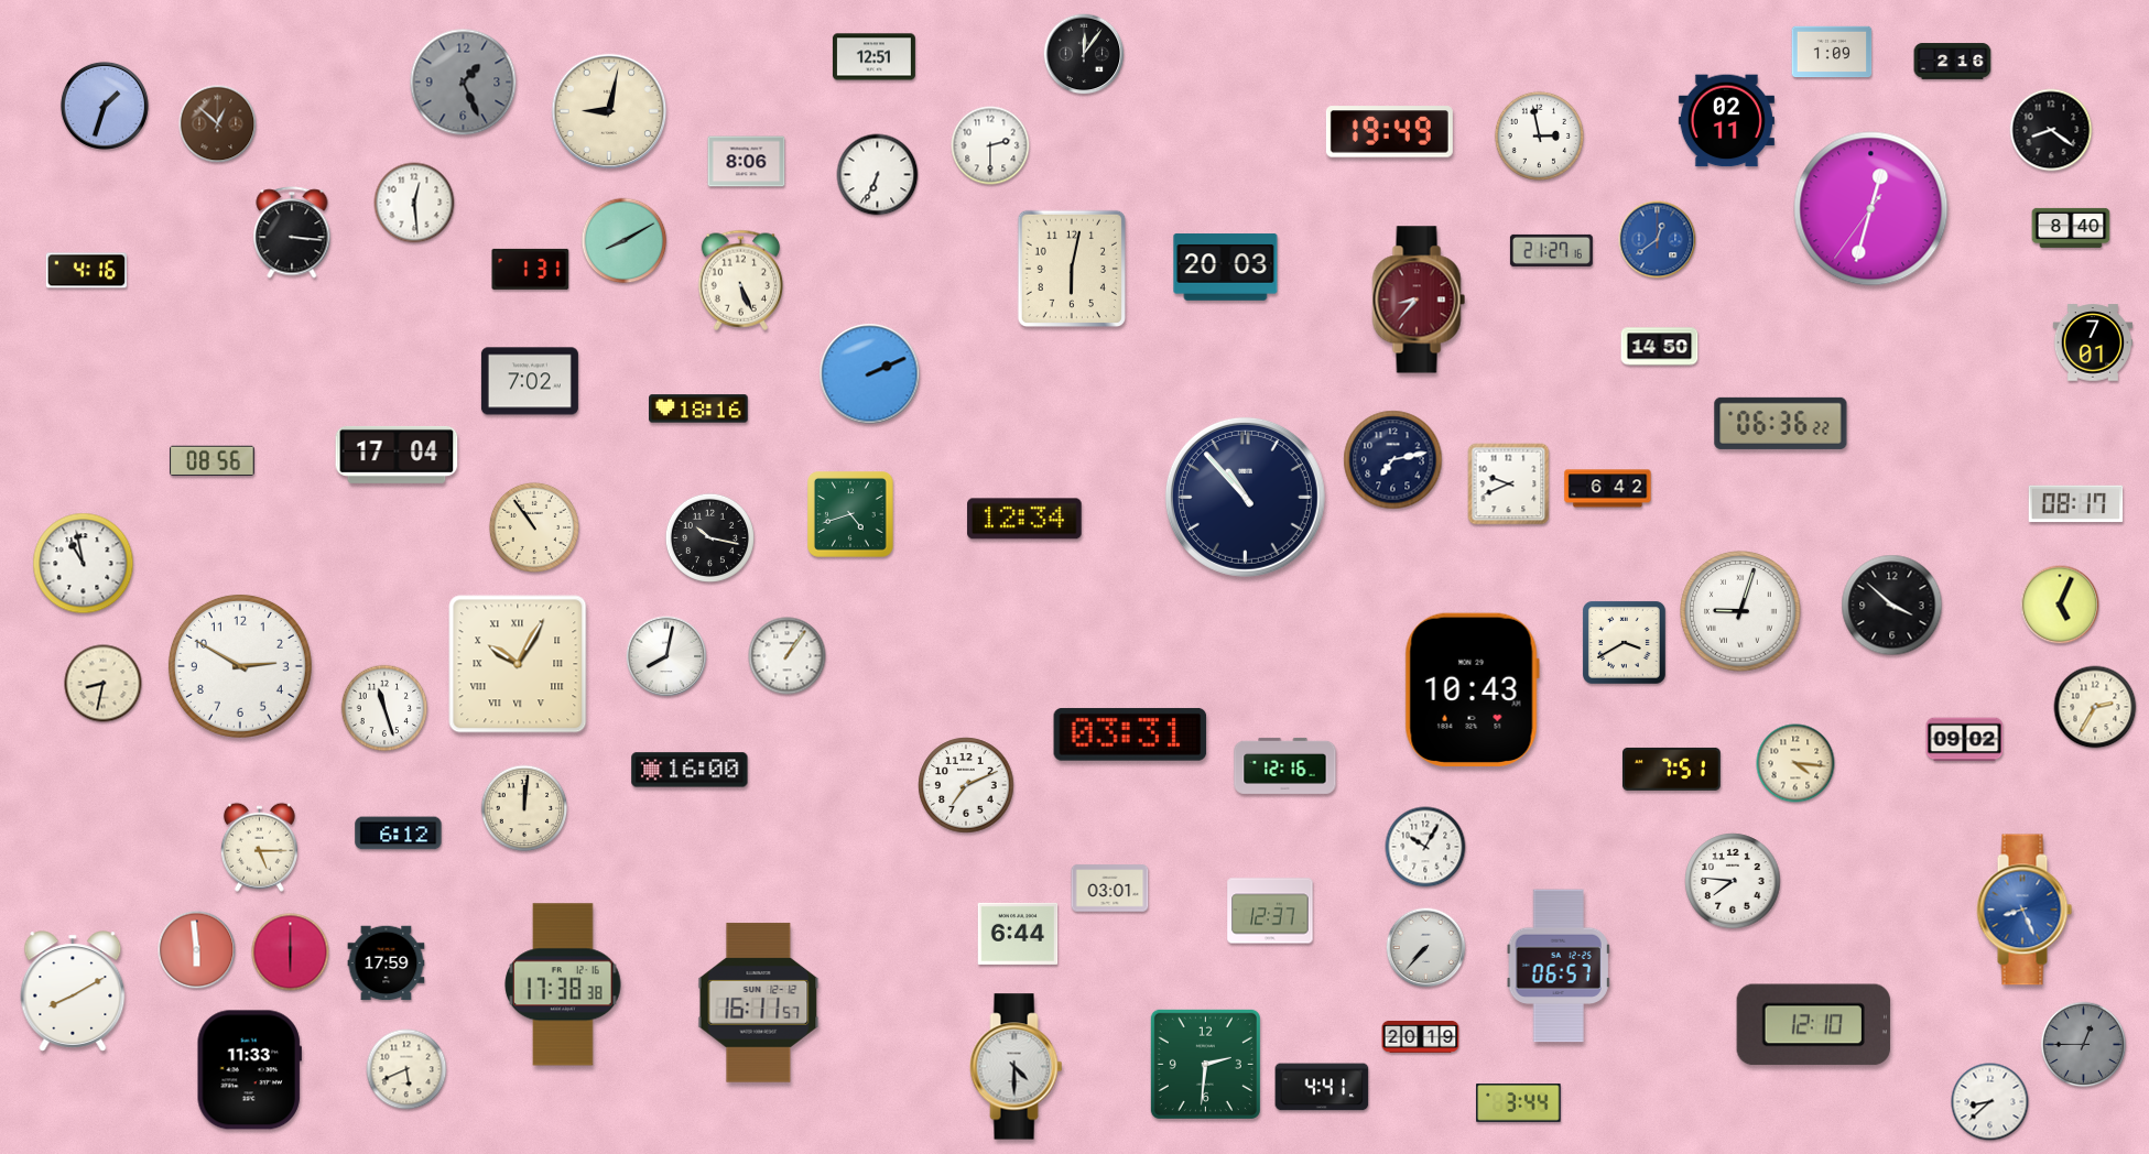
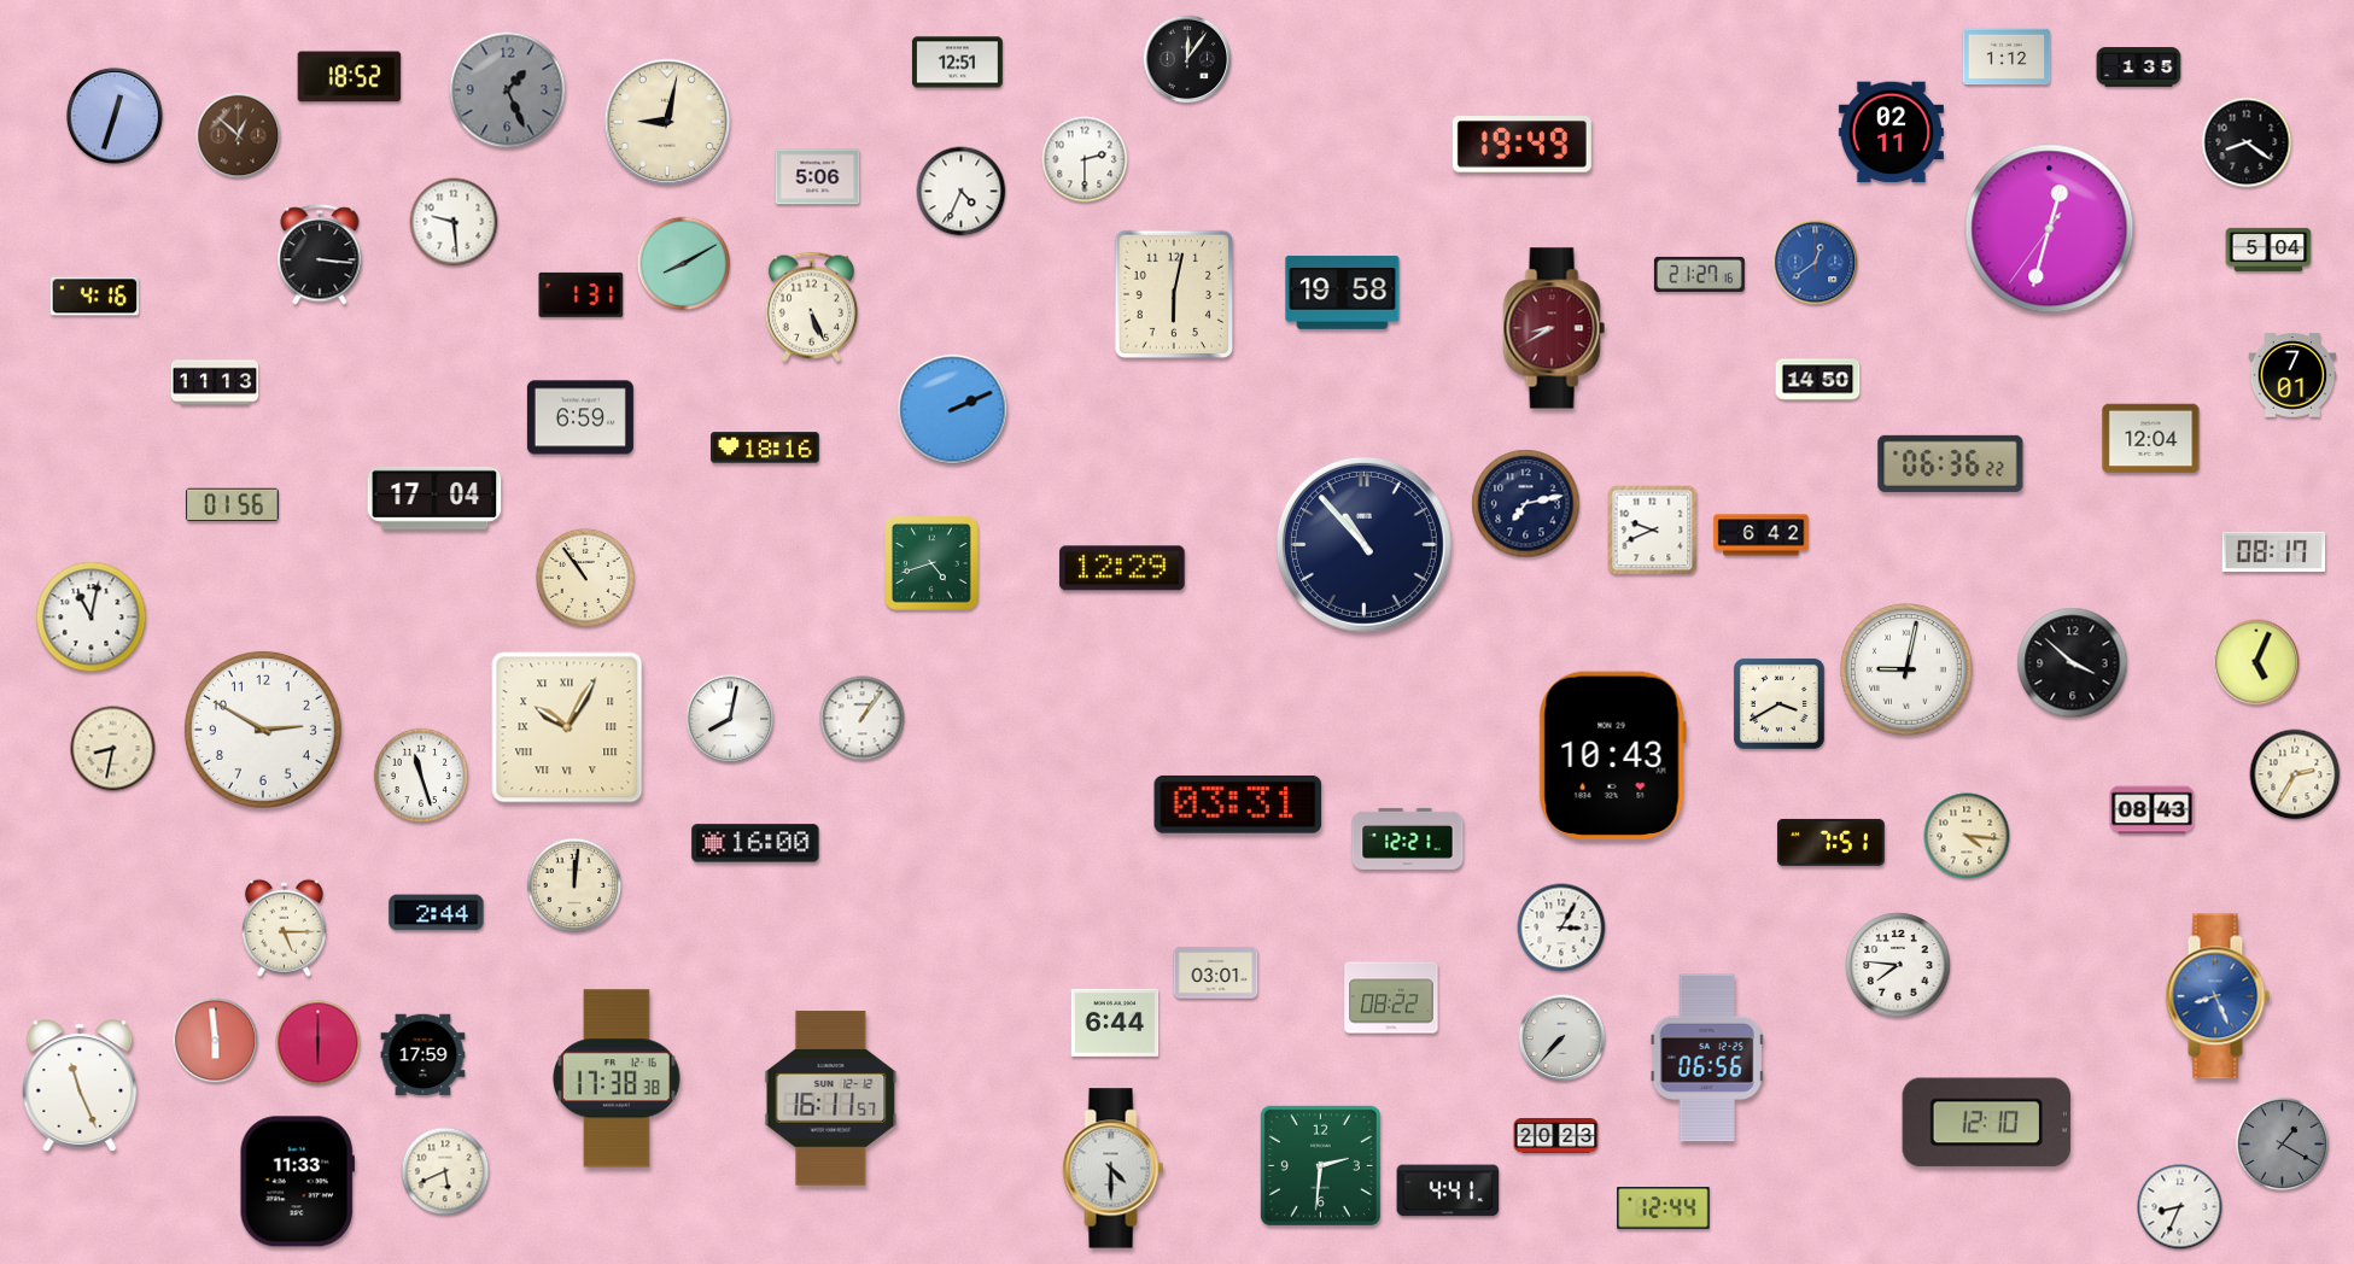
clock at (1832, 52): 1:09 -> 1:12
clock at (1953, 62): 2:16 -> 1:35
clock at (350, 77): none -> 18:52
clock at (105, 106): 1:33 -> 12:33
clock at (1539, 135): 2:58 -> none
clock at (747, 162): 8:06 -> 5:06
clock at (878, 175): 6:34 -> 4:34
clock at (414, 203): 12:29 -> 9:29
clock at (2071, 228): 8:40 -> 5:04
clock at (1226, 268): 20:03 -> 19:58
clock at (1419, 300): 8:37 -> 8:40
clock at (215, 382): none -> 11:13
clock at (530, 381): 7:02 -> 6:59
clock at (2151, 439): none -> 12:04
clock at (213, 461): 08:56 -> 01:56
clock at (1024, 519): 12:34 -> 12:29
clock at (709, 537): 10:17 -> none
clock at (84, 564): 10:58 -> 11:02
clock at (1740, 611): 9:03 -> 9:02
clock at (1965, 740): 09:02 -> 08:43
clock at (1285, 765): 12:16 -> 12:21
clock at (966, 785): 7:11 -> none
clock at (399, 834): 6:12 -> 2:44
clock at (1425, 847): 10:05 -> 3:05
clock at (1270, 911): 12:37 -> 08:22
clock at (1559, 966): 06:57 -> 06:56
clock at (73, 991): 8:10 -> 11:26
clock at (1421, 1037): 20:19 -> 20:23
clock at (2084, 1045): 12:45 -> 1:20
clock at (249, 1070) position: (249, 1070) -> (297, 1182)
clock at (1990, 1102): 8:38 -> 8:34
clock at (1519, 1103): 3:44 -> 12:44
